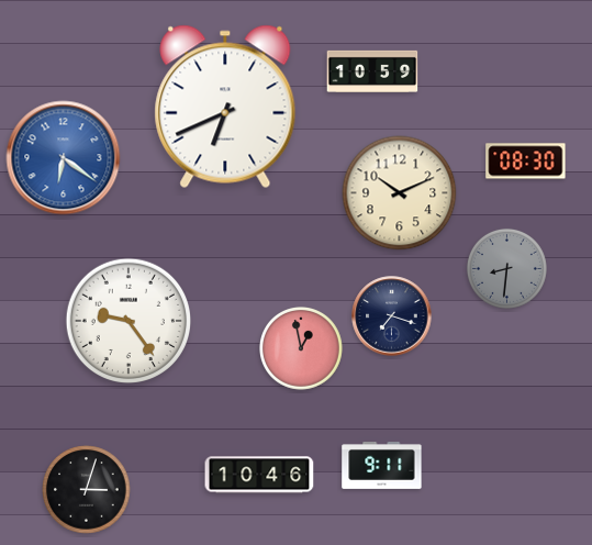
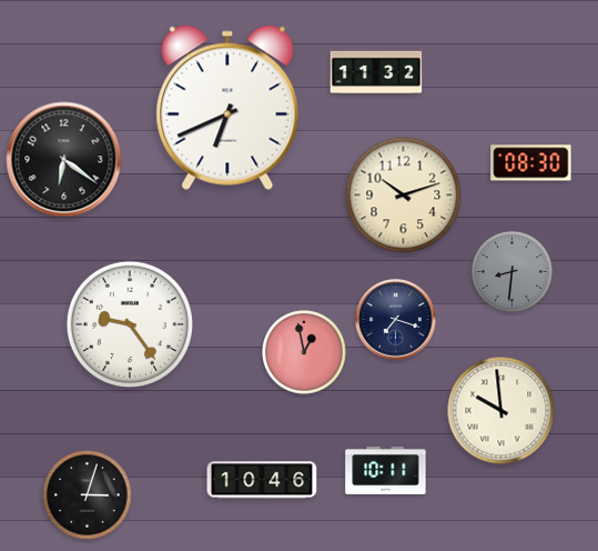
clock at (372, 71): 10:59 -> 11:32
clock at (64, 158) dial: blue -> black
clock at (400, 193): 10:11 -> 10:12
clock at (501, 411): none -> 9:59
clock at (382, 465): 9:11 -> 10:11
